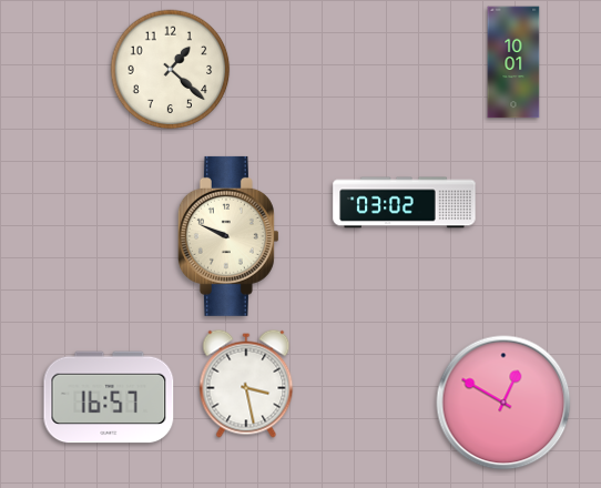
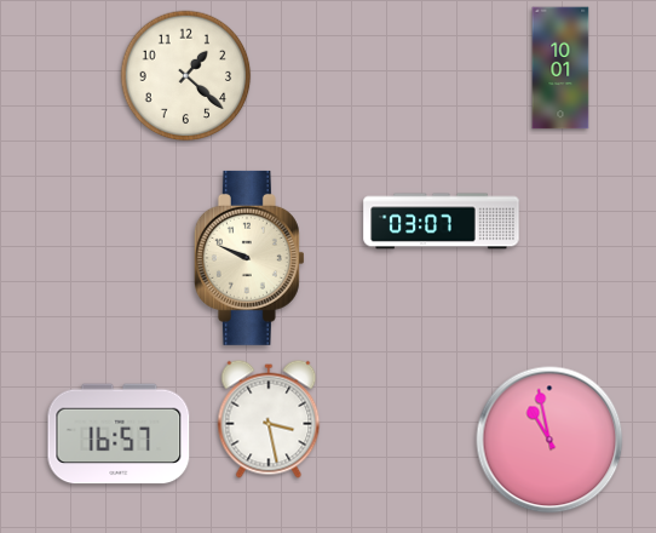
clock at (405, 203): 03:02 -> 03:07
clock at (503, 403): 12:50 -> 10:58
